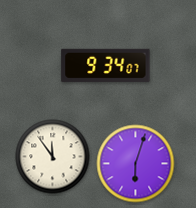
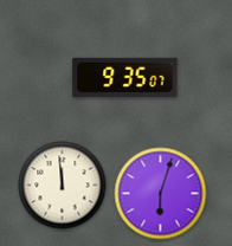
clock at (106, 65): 9:34 -> 9:35
clock at (53, 157): 11:54 -> 11:59
